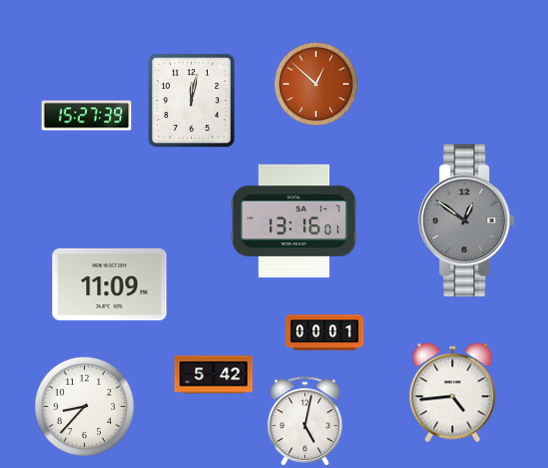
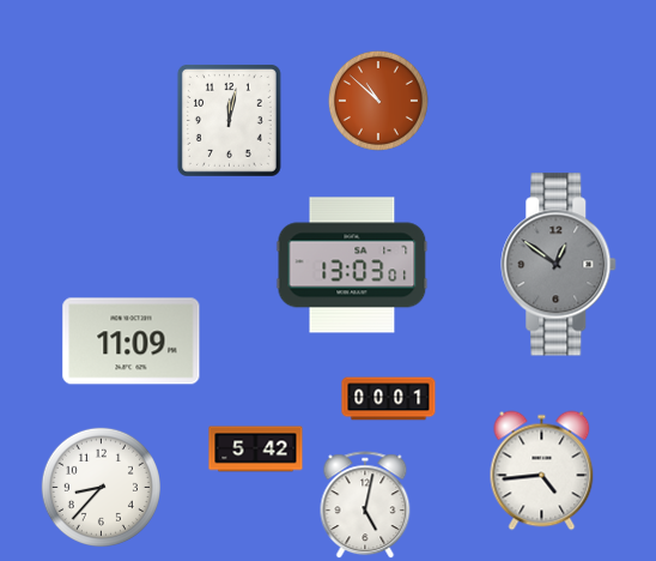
clock at (316, 84): 12:52 -> 10:52
clock at (87, 116): 15:27 -> none
clock at (294, 221): 13:16 -> 13:03
